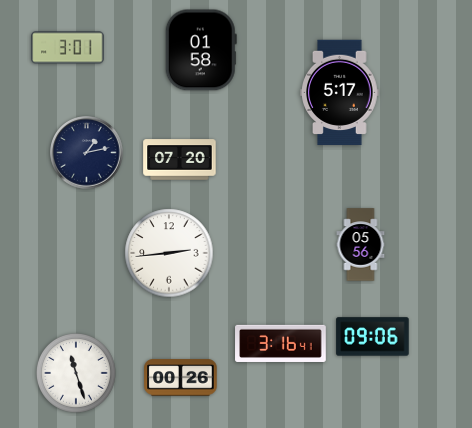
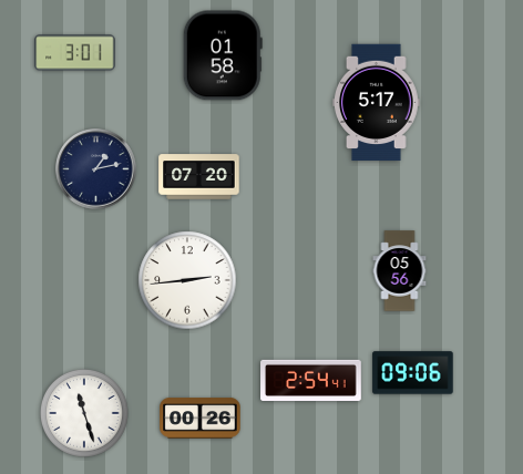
clock at (281, 343): 3:16 -> 2:54
